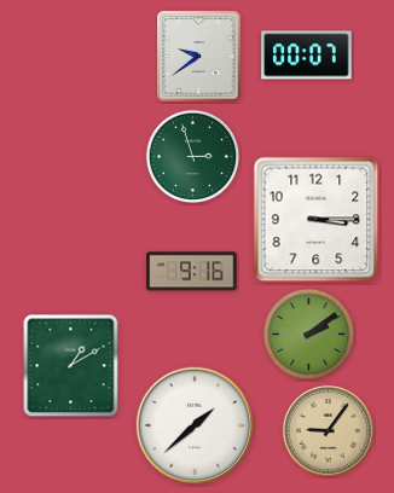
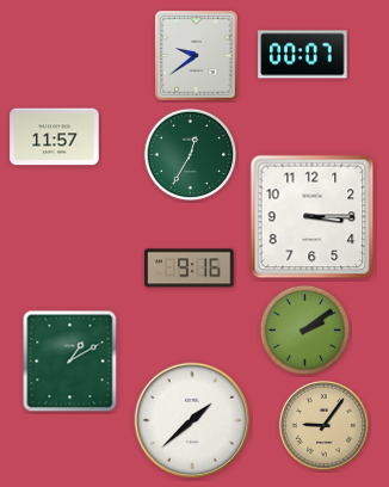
clock at (55, 137): none -> 11:57
clock at (193, 157): 2:57 -> 12:35
